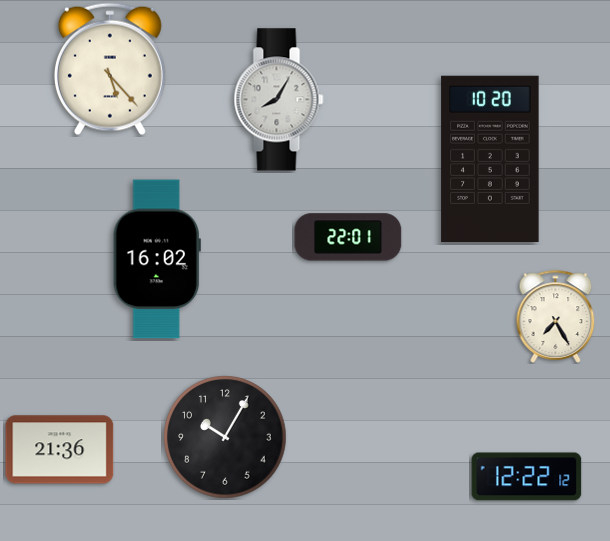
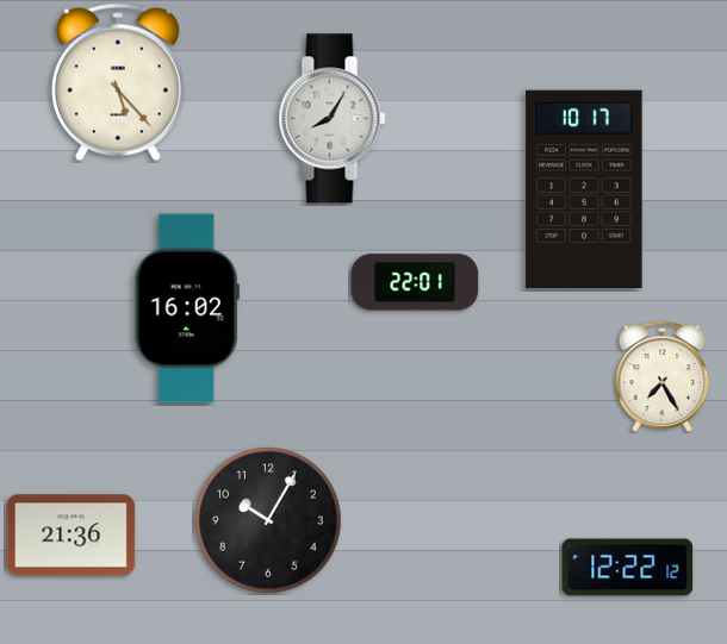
clock at (110, 69) position: (110, 69) -> (118, 82)
clock at (490, 158): 10:20 -> 10:17
